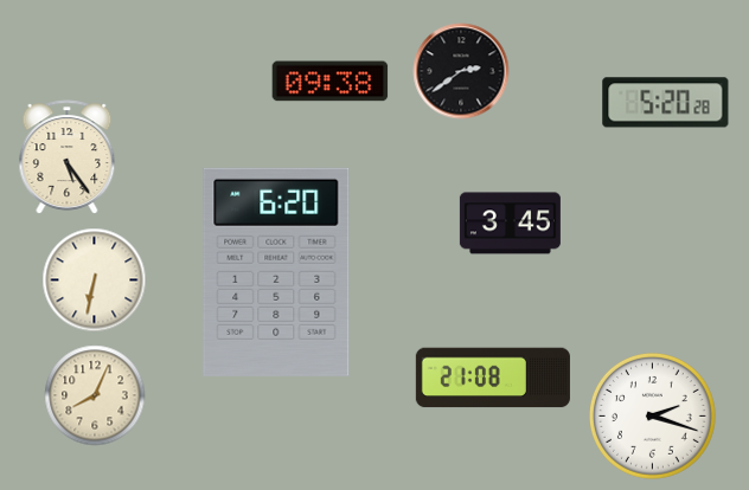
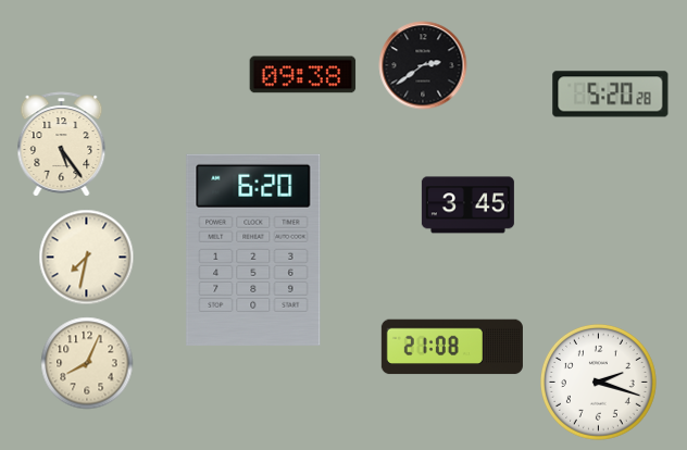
clock at (95, 281): 6:32 -> 7:32
